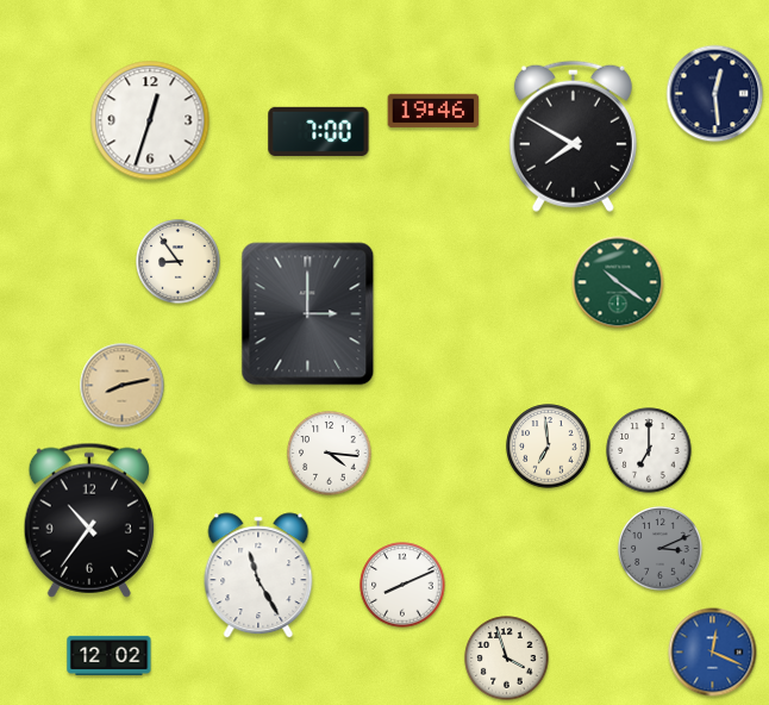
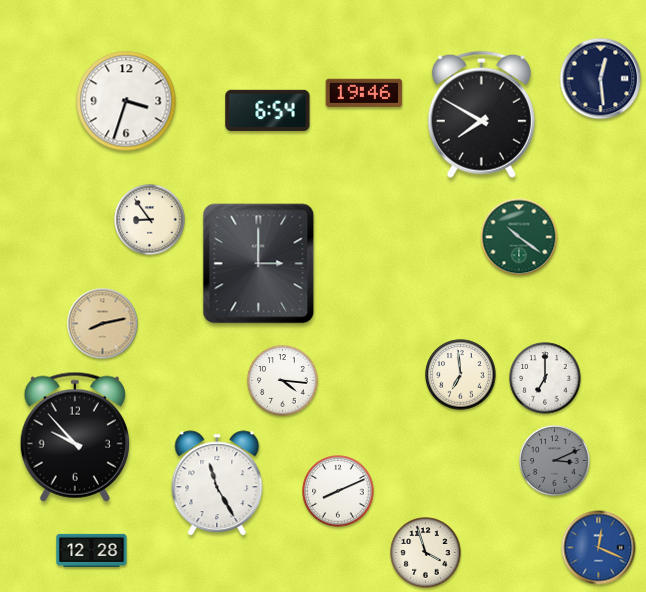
clock at (150, 120): 12:33 -> 3:33
clock at (319, 131): 7:00 -> 6:54
clock at (330, 454) position: (330, 454) -> (283, 381)
clock at (89, 520): 10:36 -> 9:53
clock at (110, 655): 12:02 -> 12:28
